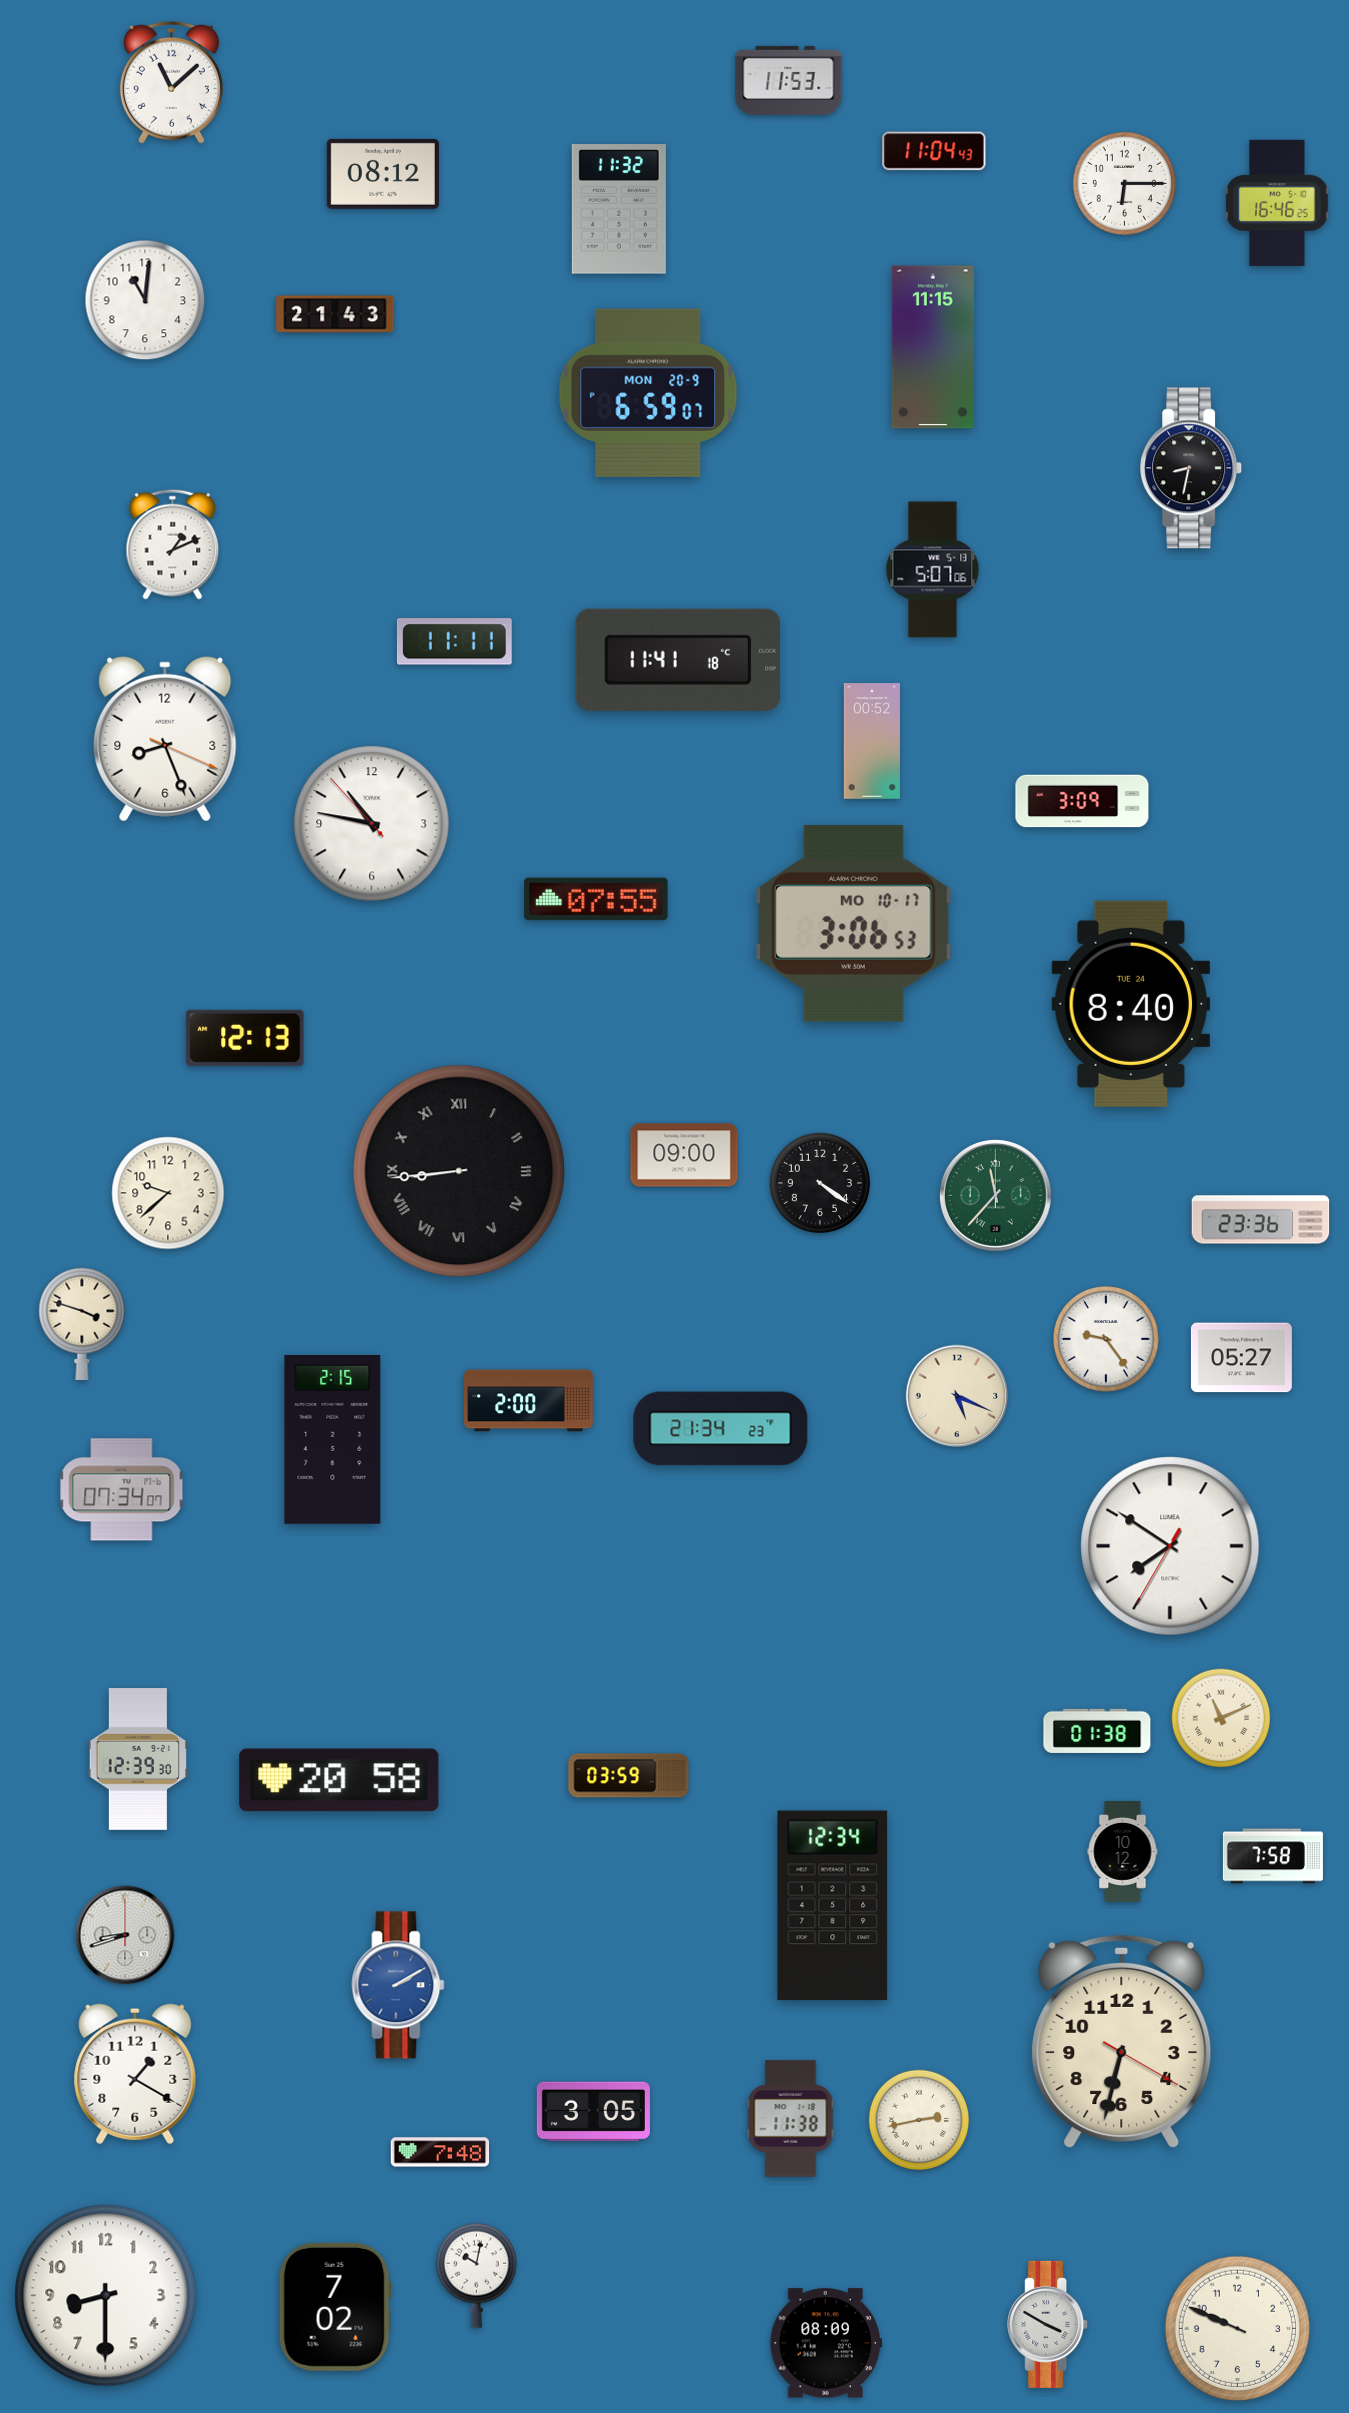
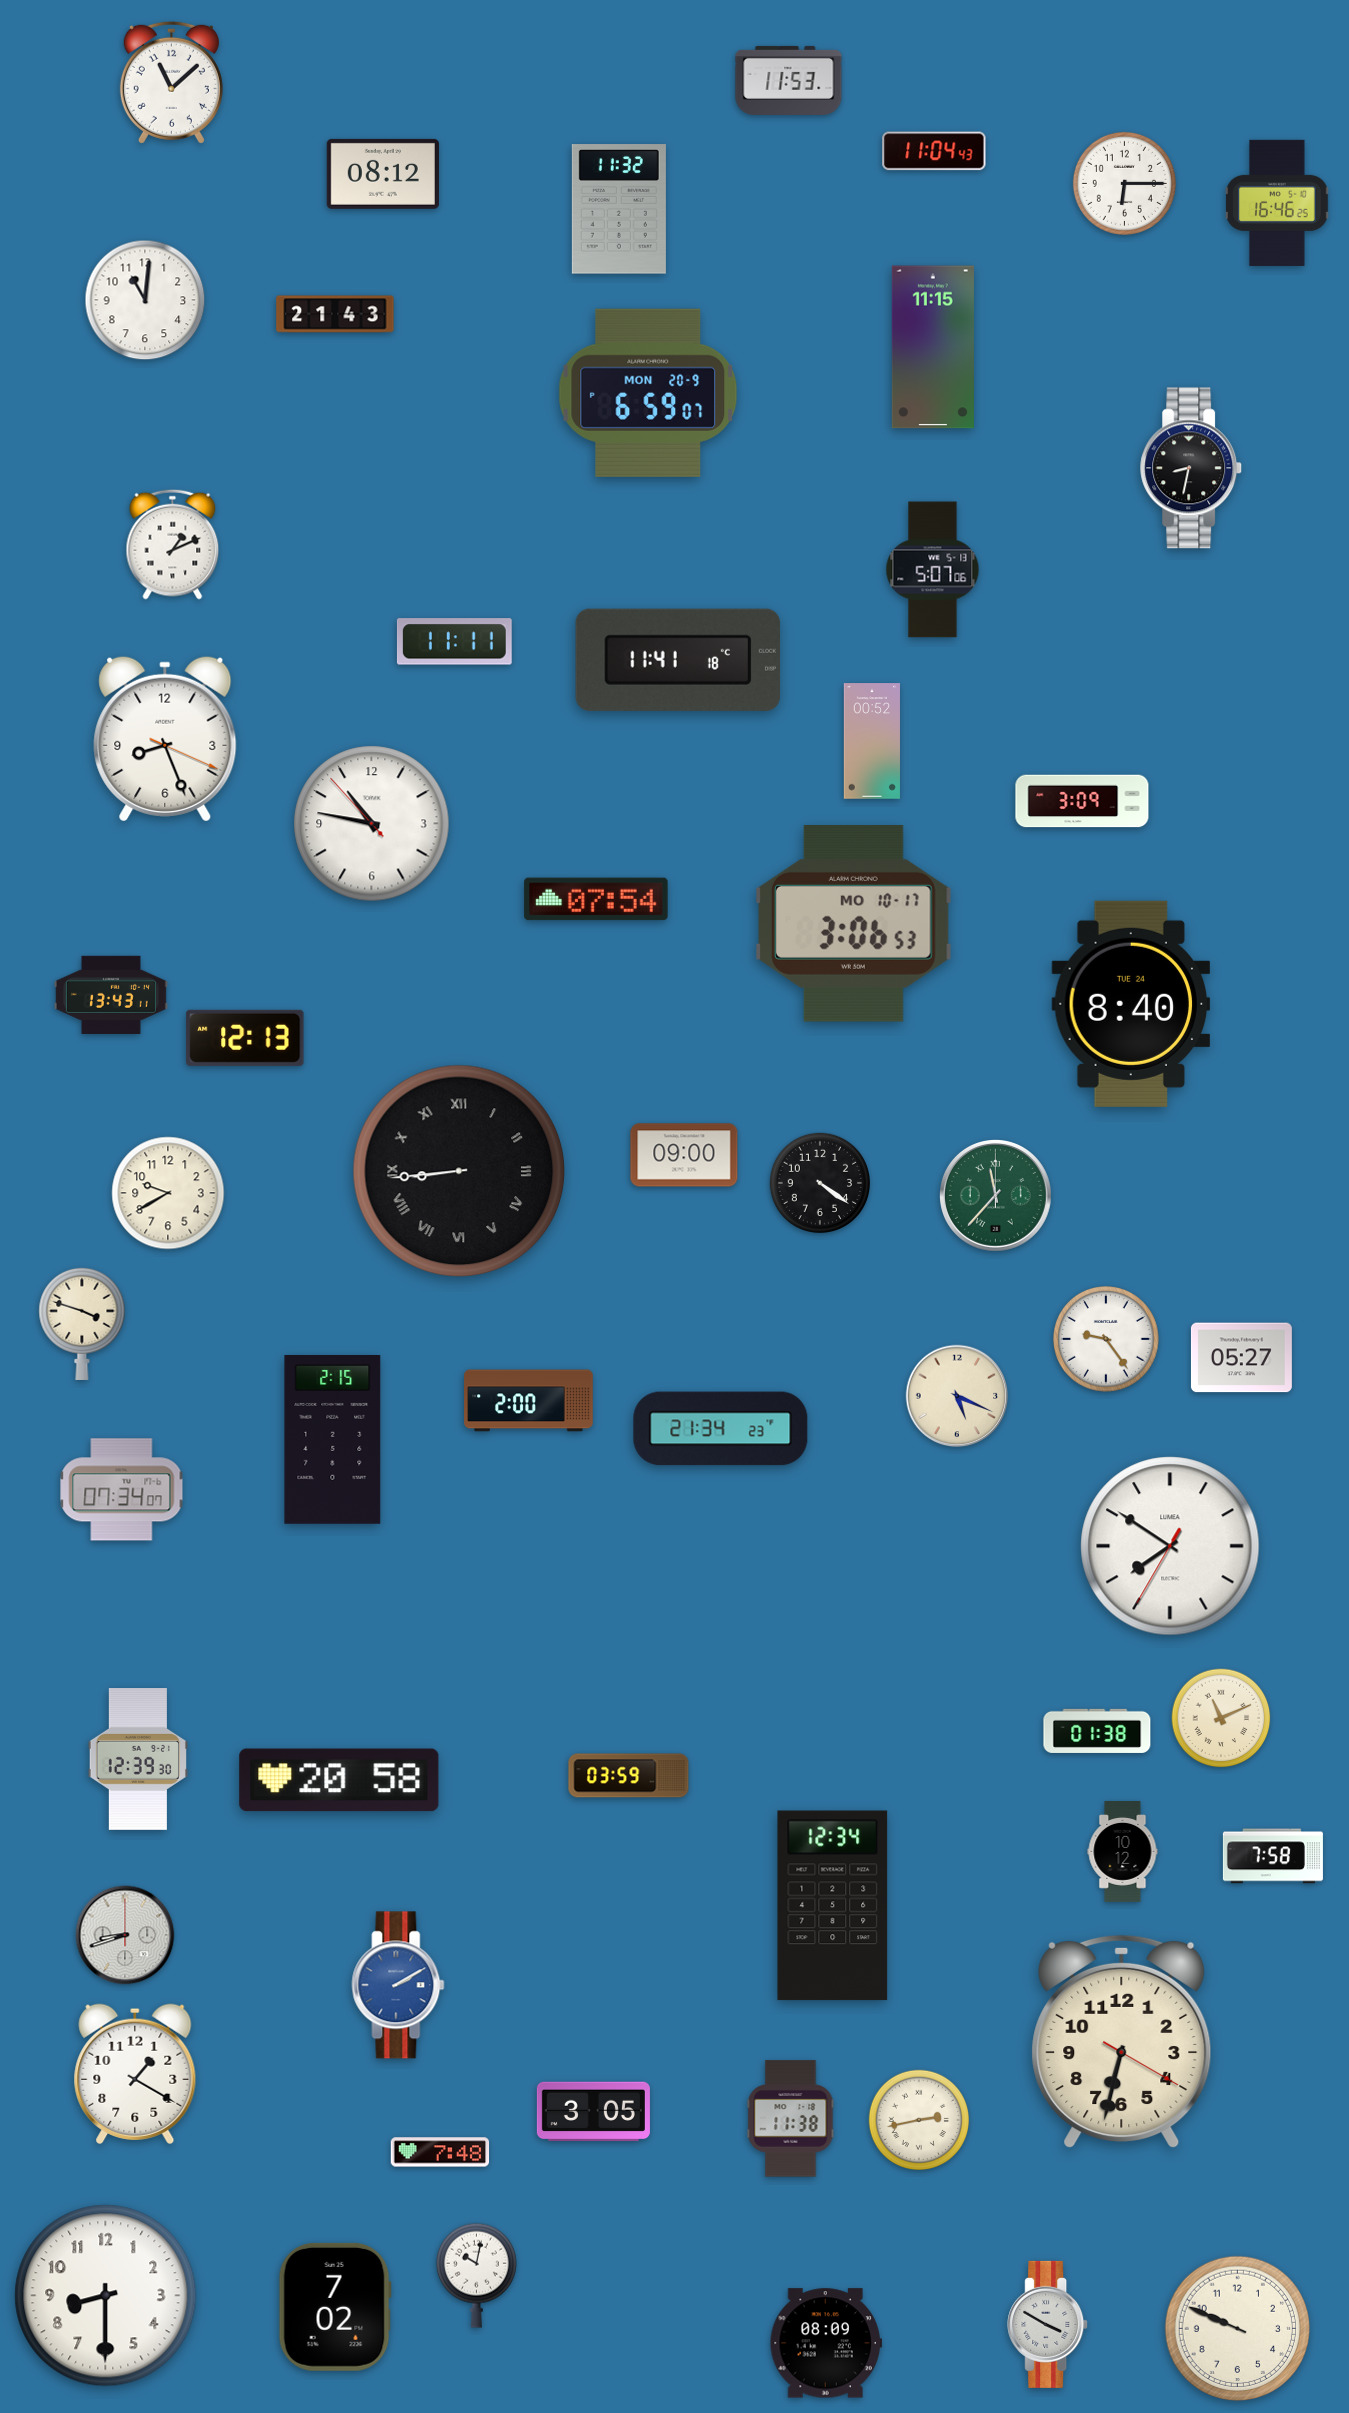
clock at (596, 899): 07:55 -> 07:54
clock at (111, 995): none -> 13:43
clock at (168, 1193): 9:38 -> 9:40
clock at (1261, 1220): 23:36 -> none
